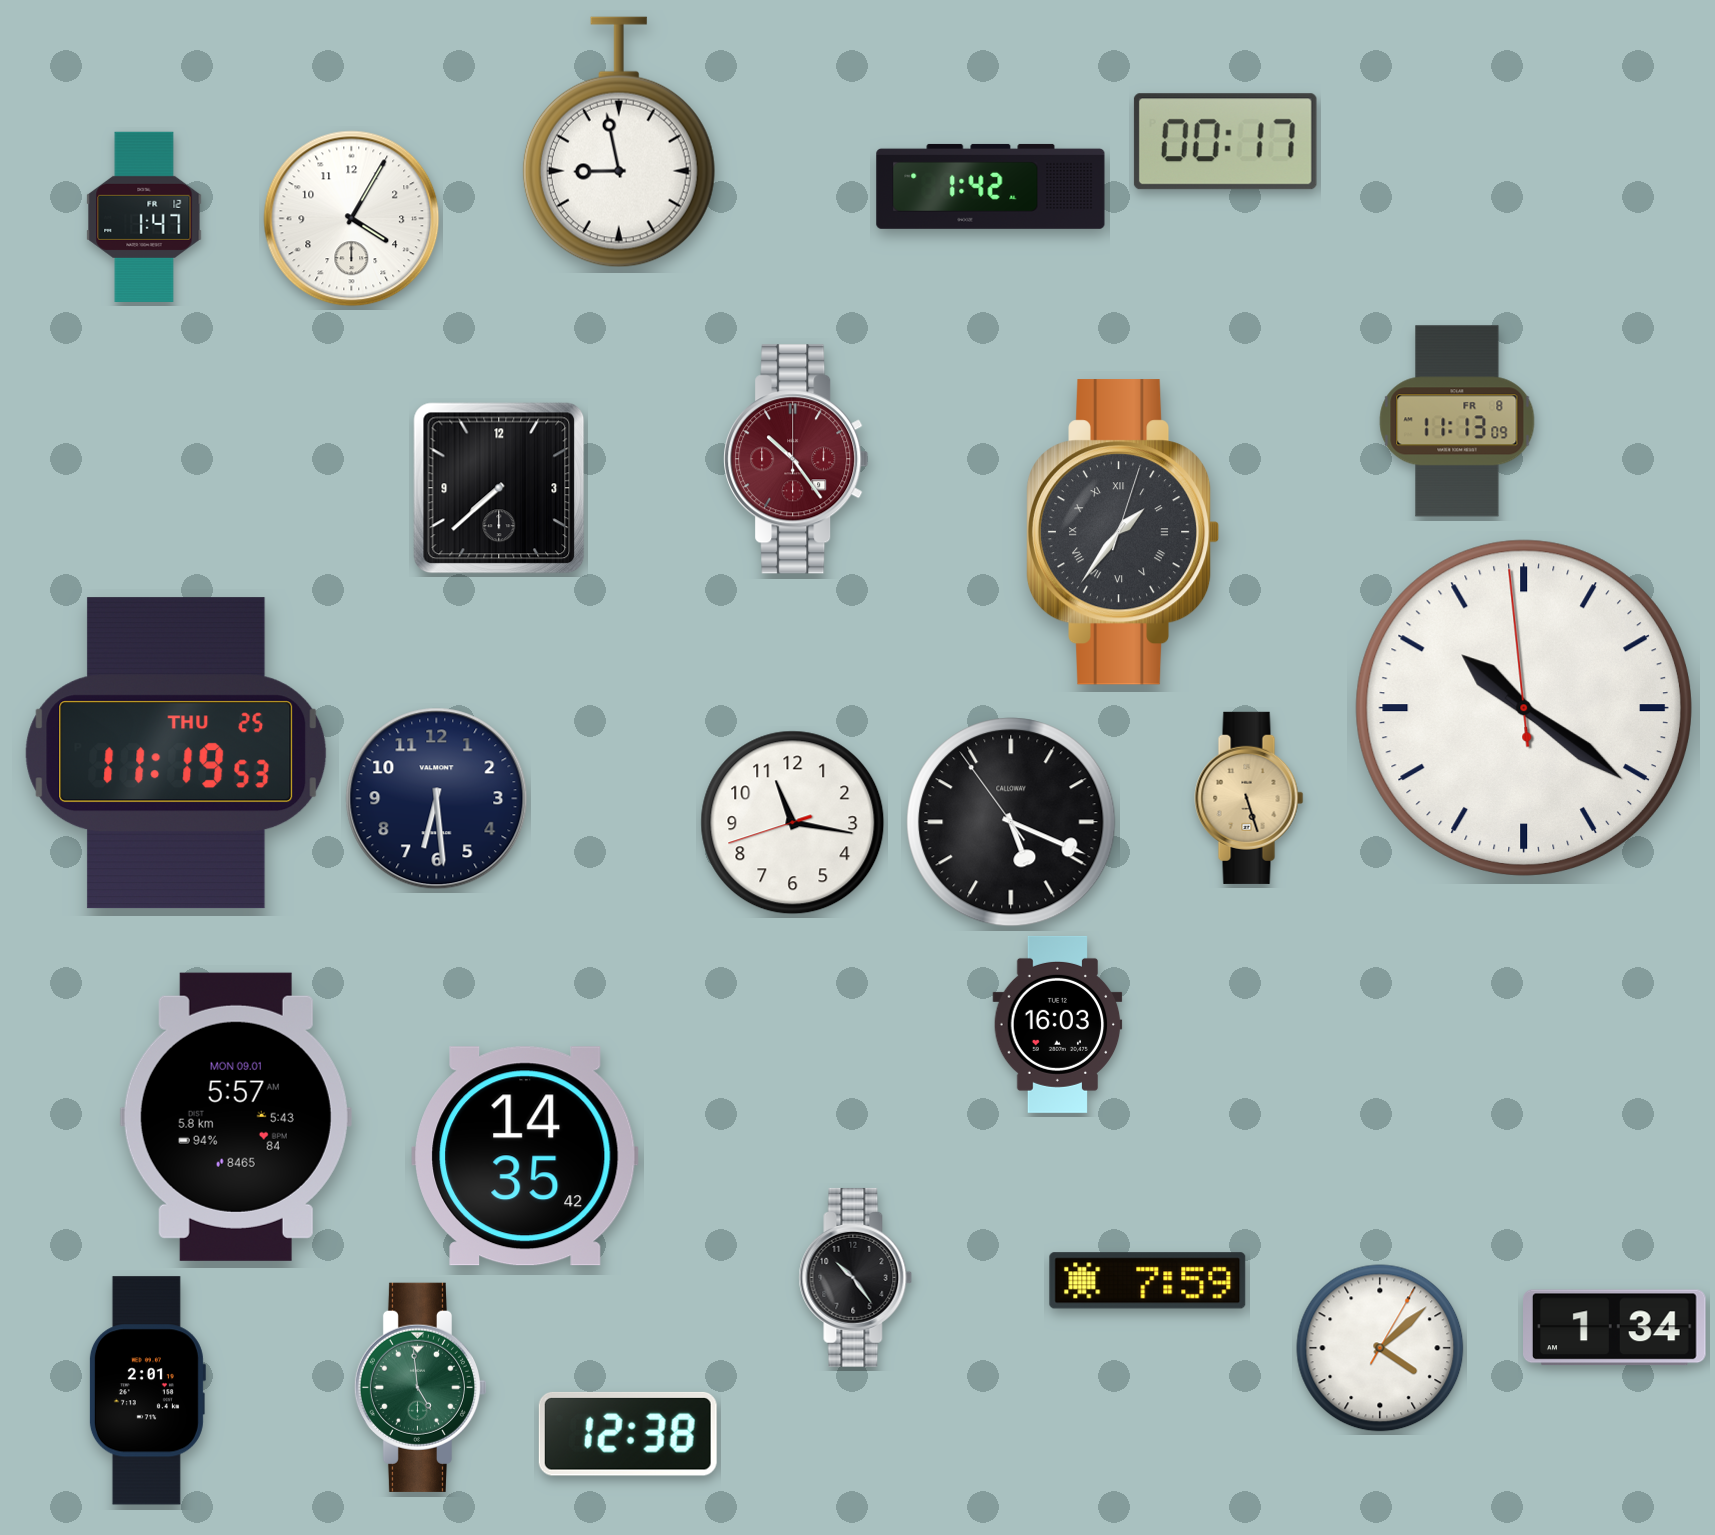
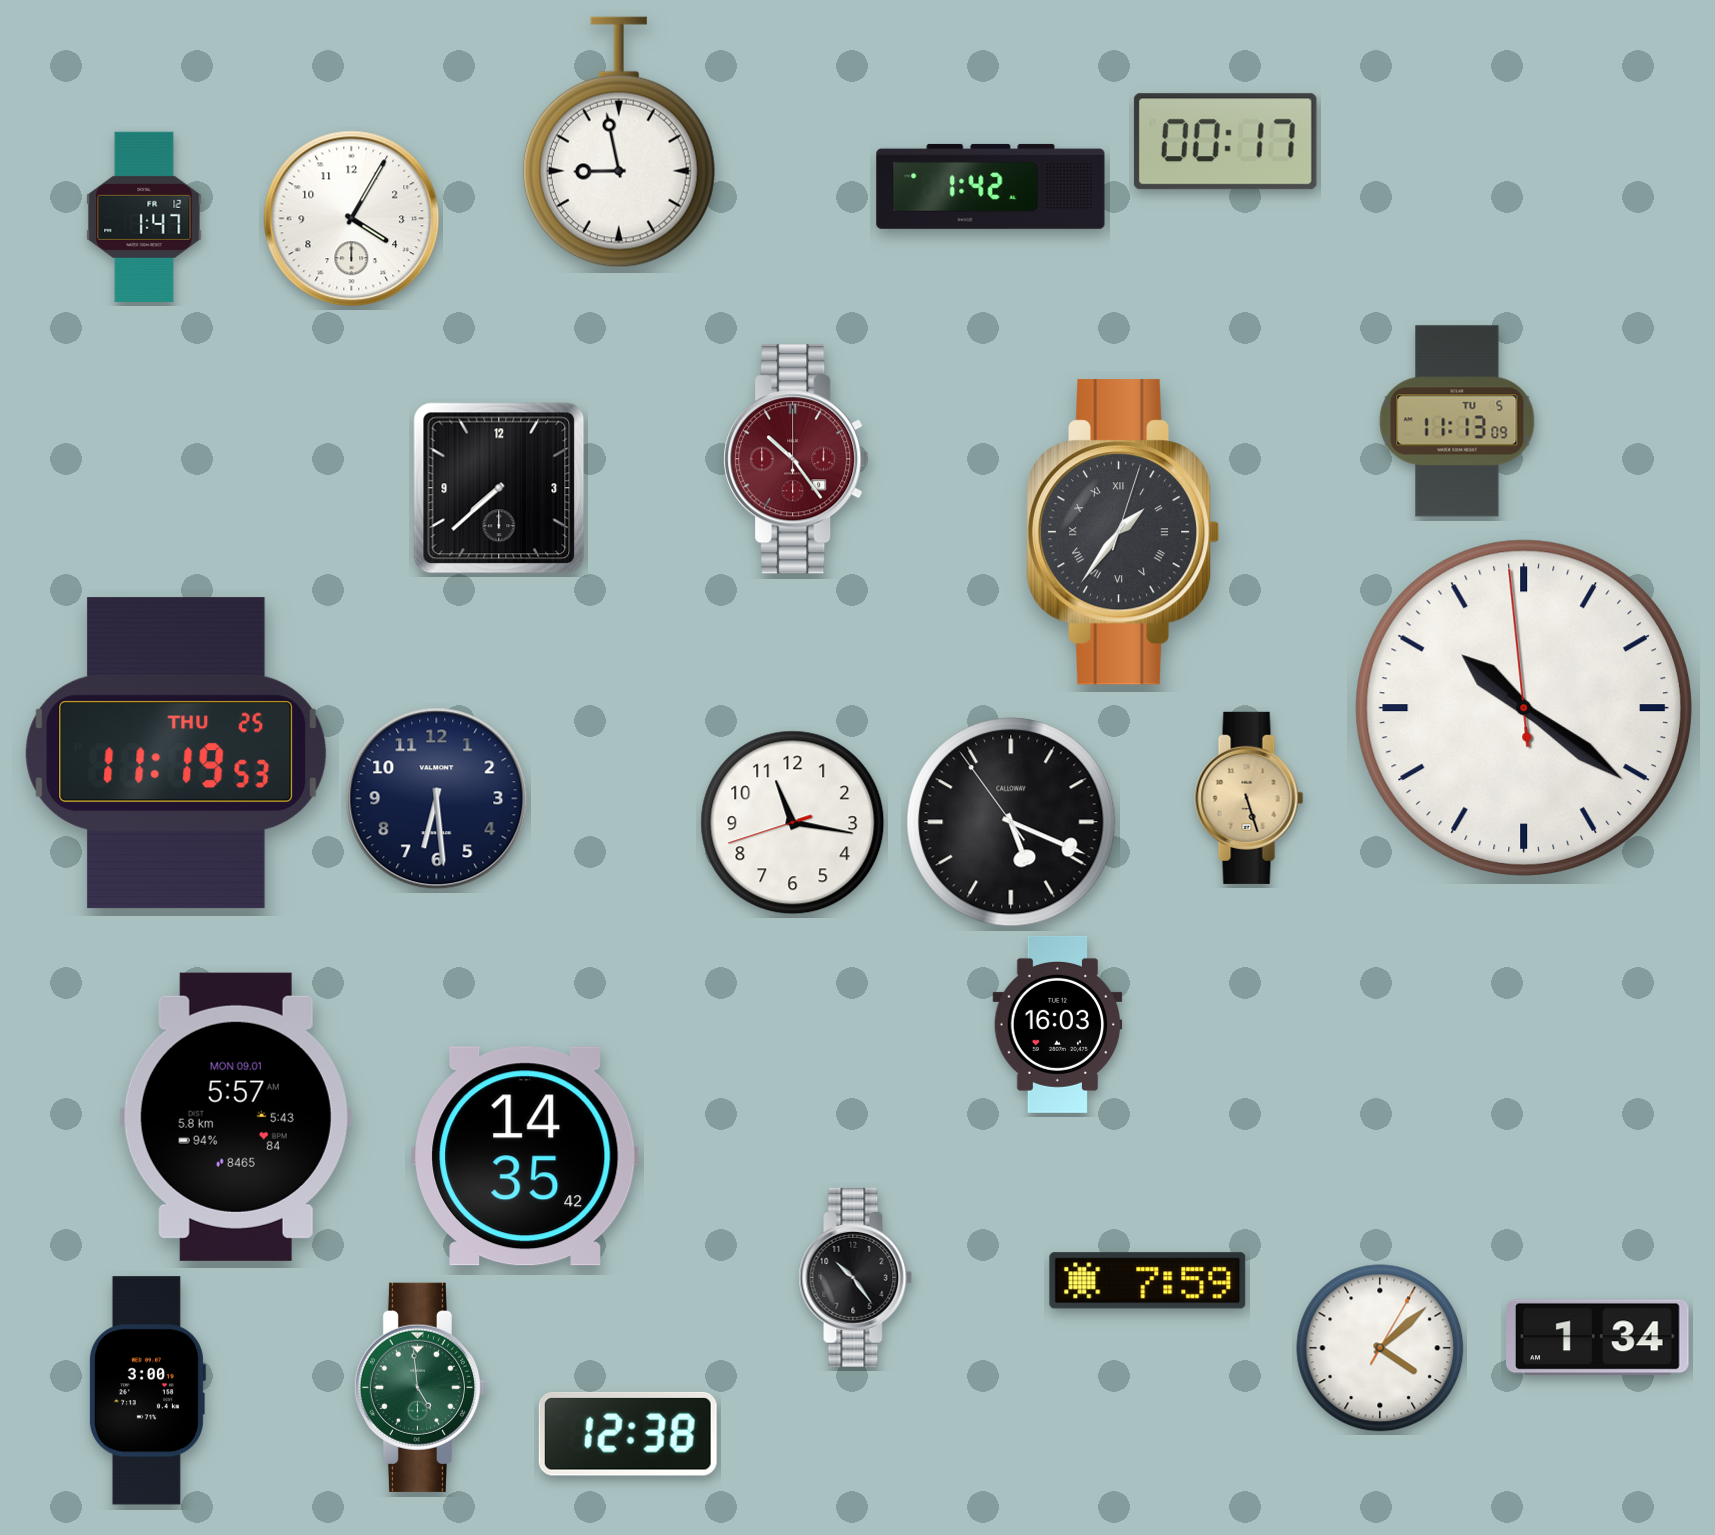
clock at (1457, 421) date: FR 8 -> TU 5
clock at (1615, 1328) position: (1615, 1328) -> (1598, 1338)
clock at (147, 1391): 2:01 -> 3:00
